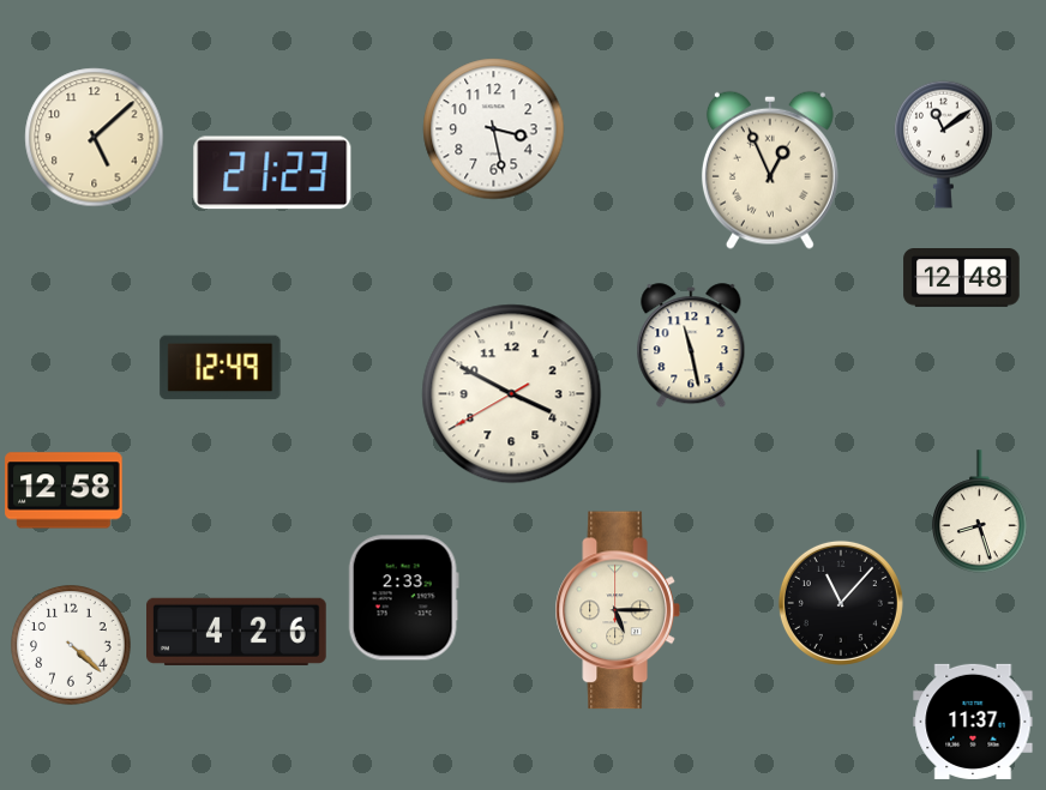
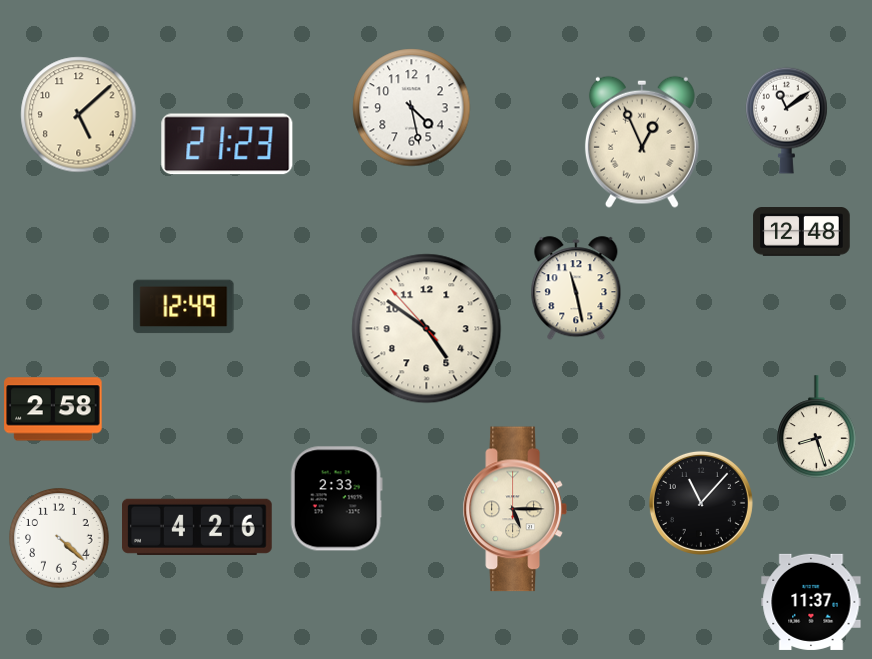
clock at (494, 129): 3:28 -> 4:28
clock at (512, 394): 3:49 -> 4:50
clock at (64, 490): 12:58 -> 2:58
